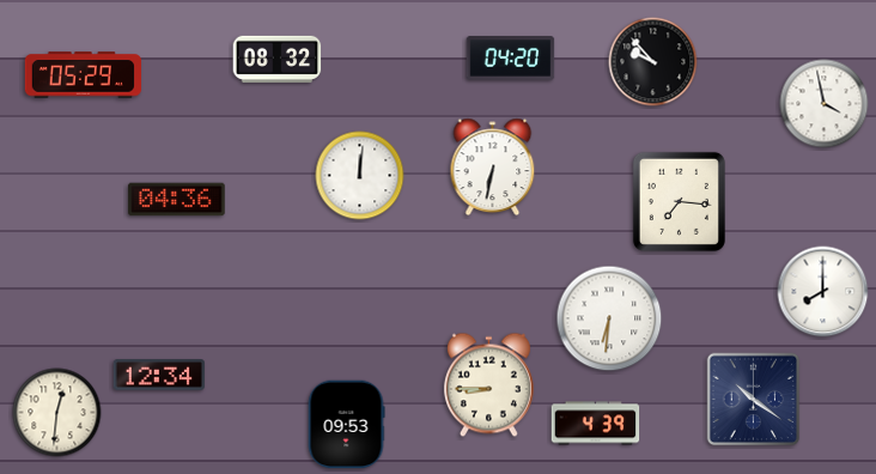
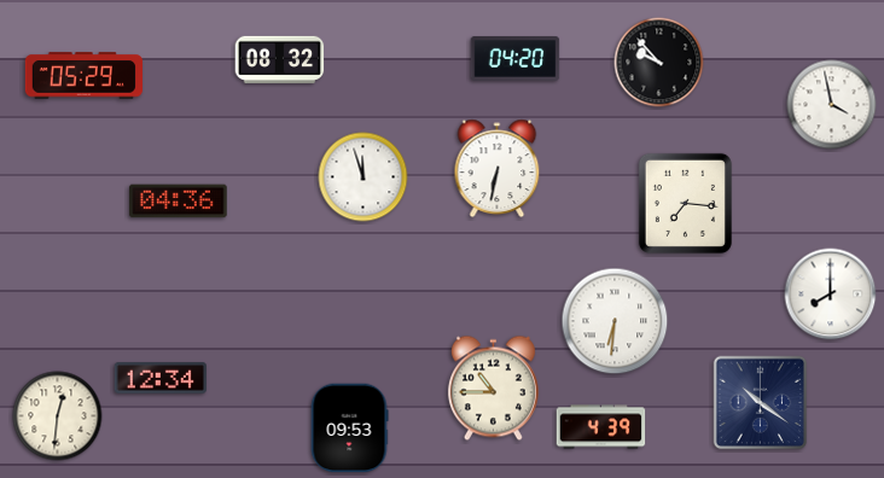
clock at (360, 176): 12:01 -> 11:57
clock at (488, 385): 8:45 -> 10:45
